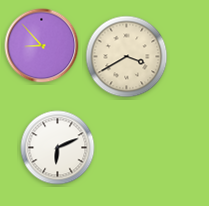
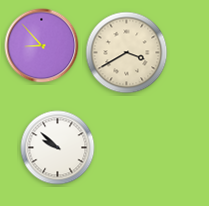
clock at (127, 57) position: (127, 57) -> (127, 53)
clock at (58, 148): 6:11 -> 9:52
